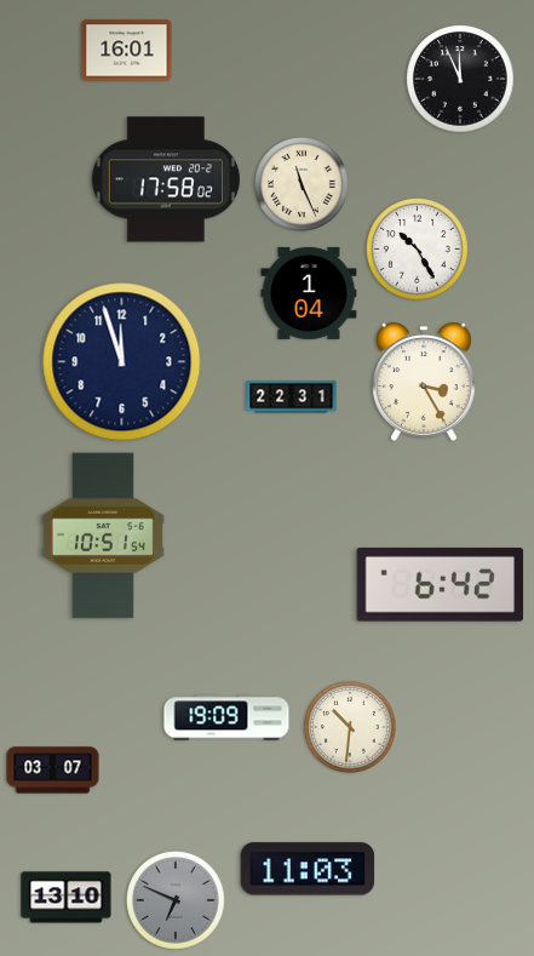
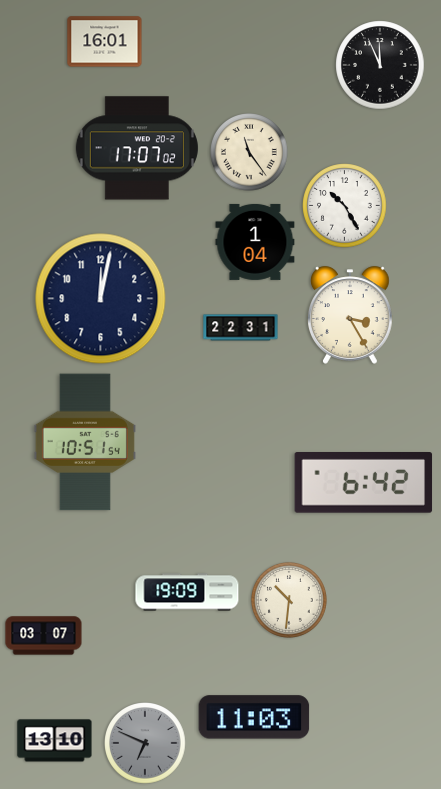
clock at (166, 179): 17:58 -> 17:07
clock at (303, 185): 11:26 -> 11:24
clock at (122, 362): 11:57 -> 12:02
